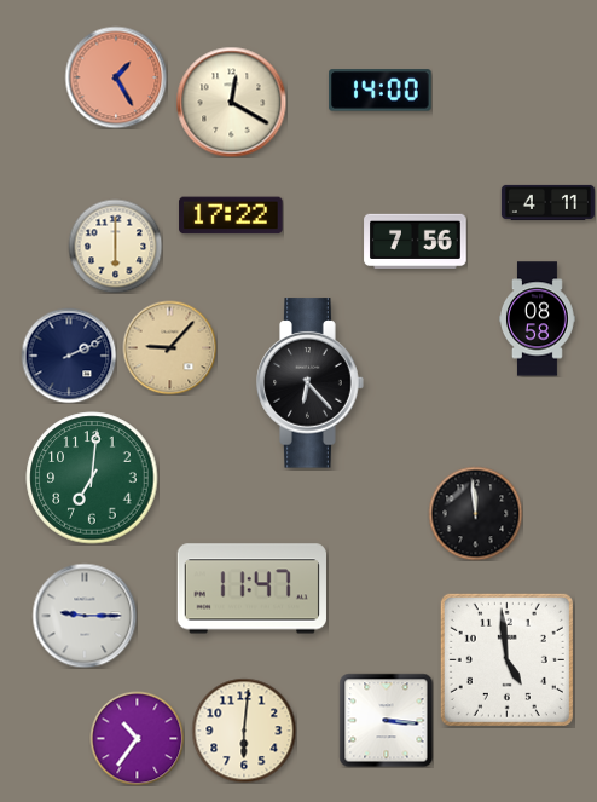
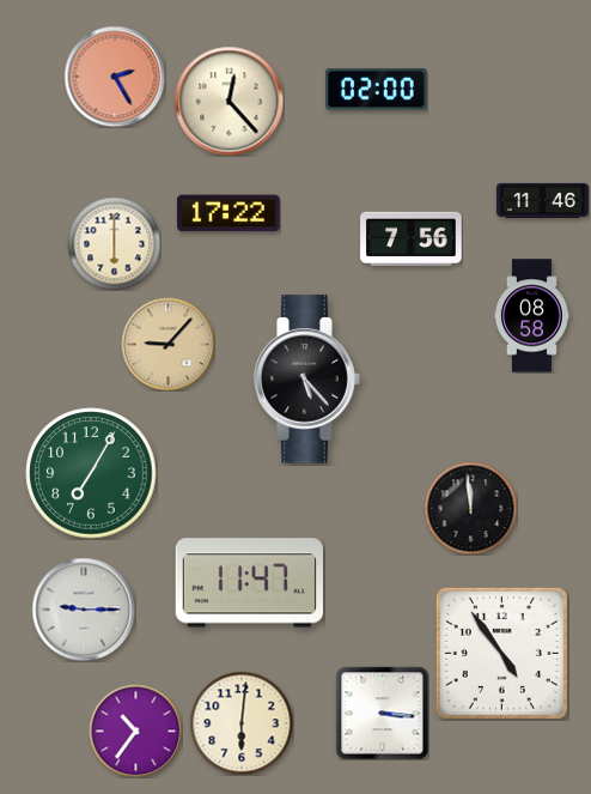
clock at (116, 77): 1:25 -> 2:25
clock at (381, 91): 14:00 -> 02:00
clock at (231, 102): 12:20 -> 12:23
clock at (547, 202): 4:11 -> 11:46
clock at (69, 356): 2:11 -> none
clock at (311, 383): 6:23 -> 5:23
clock at (92, 478): 7:01 -> 7:05
clock at (506, 659): 4:59 -> 4:54
